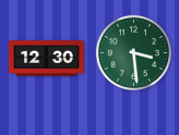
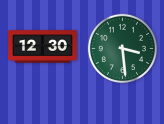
clock at (47, 59) position: (47, 59) -> (43, 47)
